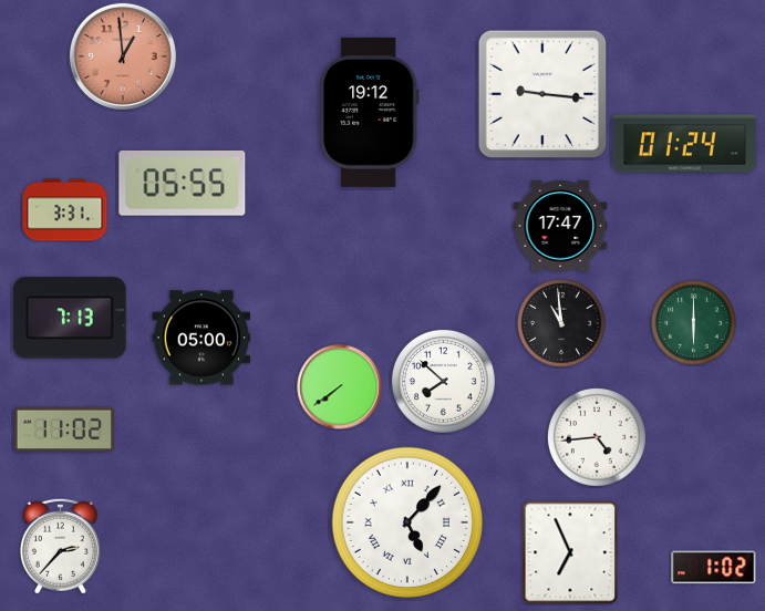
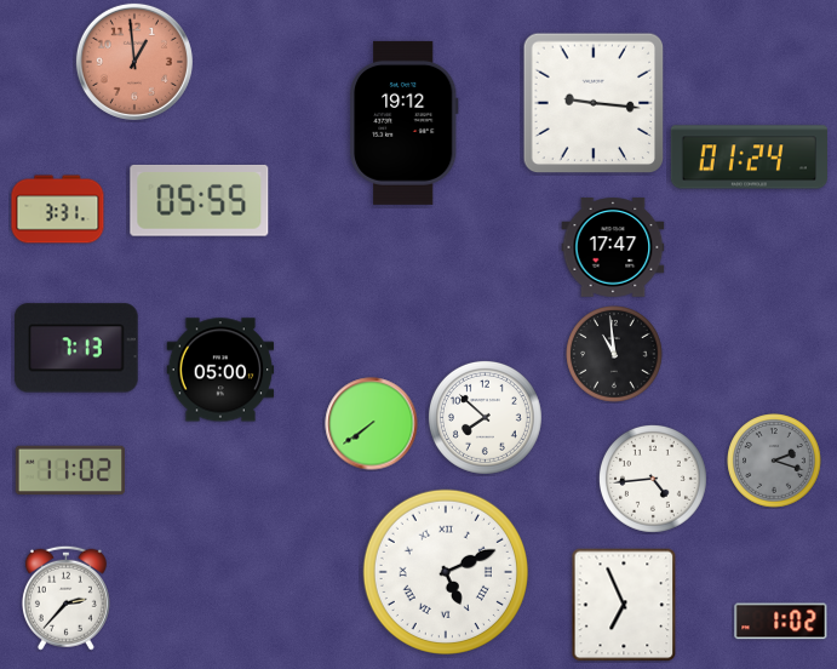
clock at (65, 210) position: (65, 210) -> (58, 210)
clock at (694, 323): 6:00 -> none
clock at (774, 461): none -> 2:18
clock at (406, 521): 5:07 -> 5:11
